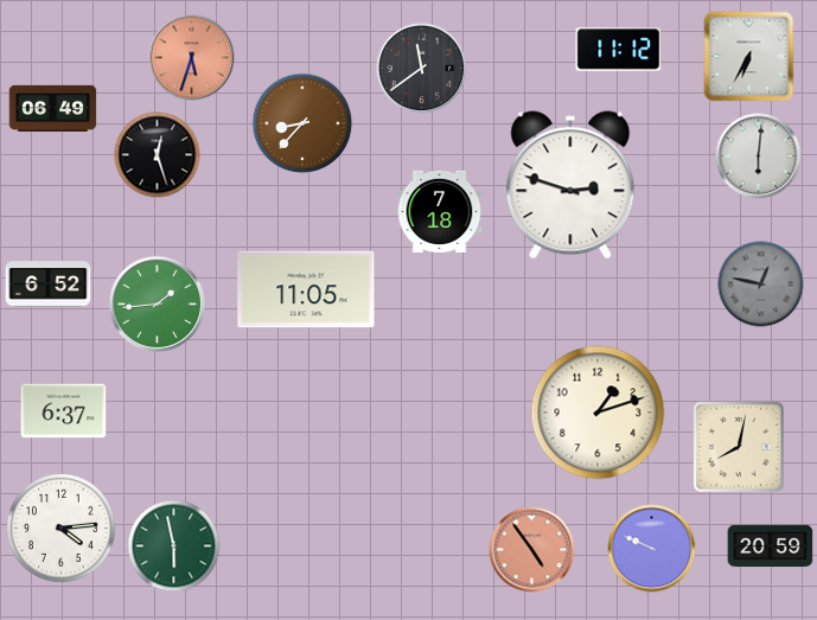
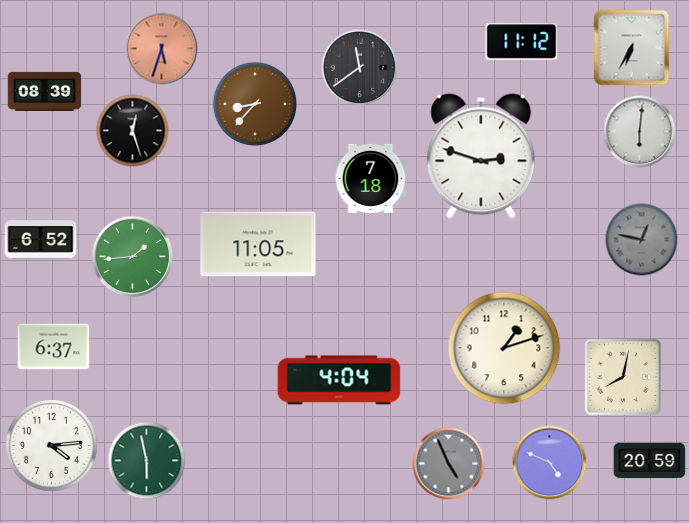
clock at (422, 69) position: (422, 69) -> (360, 68)
clock at (53, 108): 06:49 -> 08:39
clock at (339, 380): none -> 4:04
clock at (652, 549): 9:49 -> 4:49
clock at (532, 550): 4:54 -> 4:56
clock at (532, 550) dial: salmon -> grey
